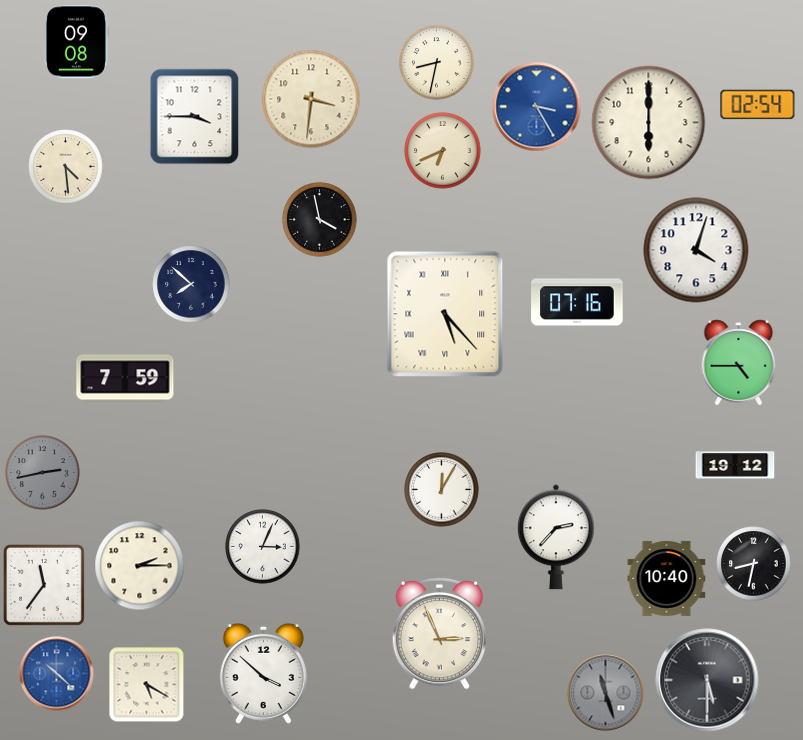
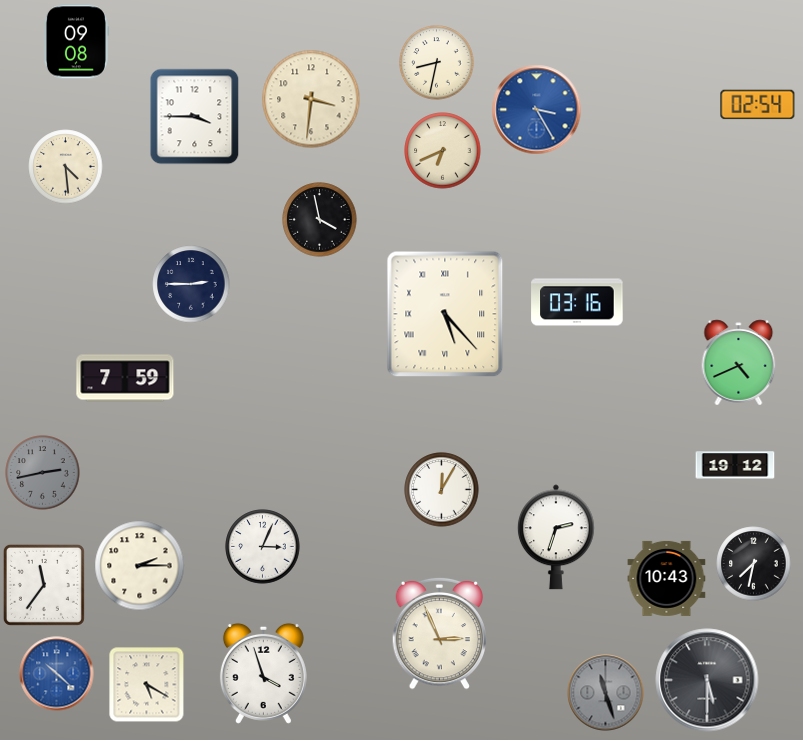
clock at (537, 107) position: (537, 107) -> (537, 110)
clock at (649, 123): 6:00 -> none
clock at (696, 250): 4:03 -> none
clock at (191, 284): 7:52 -> 2:45
clock at (577, 302): 07:16 -> 03:16
clock at (739, 363): 4:45 -> 4:41
clock at (556, 537): 2:37 -> 2:33
clock at (754, 564): 8:32 -> 7:32
clock at (667, 578): 10:40 -> 10:43
clock at (263, 673): 3:52 -> 3:57
